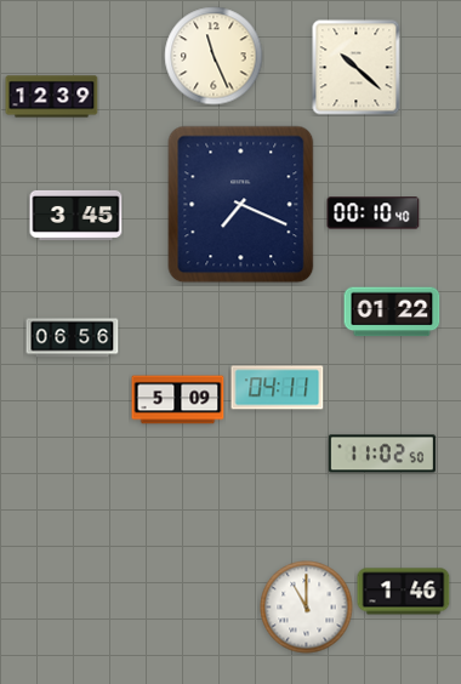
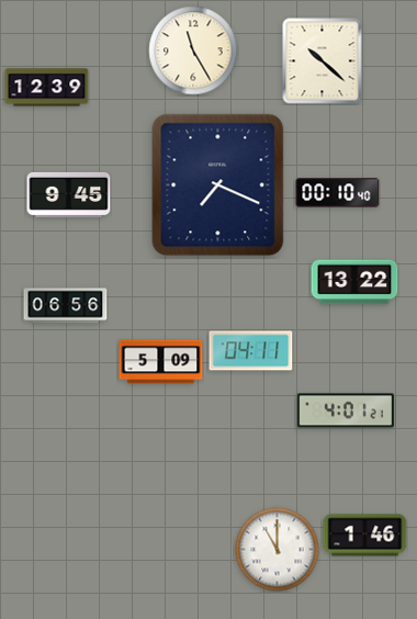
clock at (214, 56): 11:26 -> 11:25
clock at (76, 215): 3:45 -> 9:45
clock at (392, 312): 01:22 -> 13:22
clock at (382, 454): 11:02 -> 4:01
